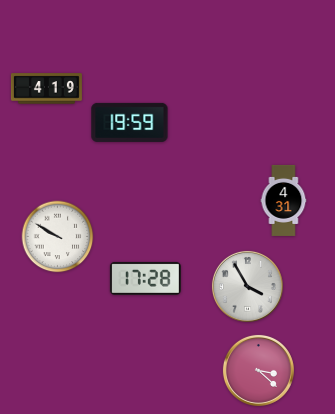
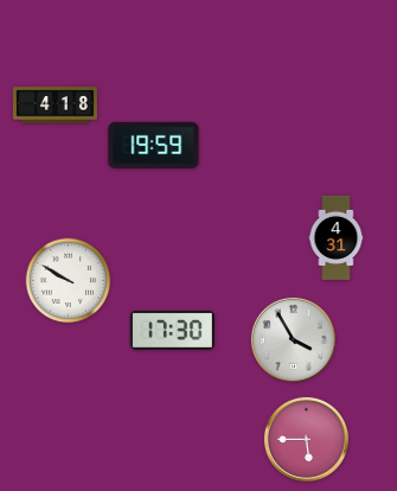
clock at (46, 89): 4:19 -> 4:18
clock at (145, 278): 17:28 -> 17:30
clock at (258, 370): 3:22 -> 5:45
